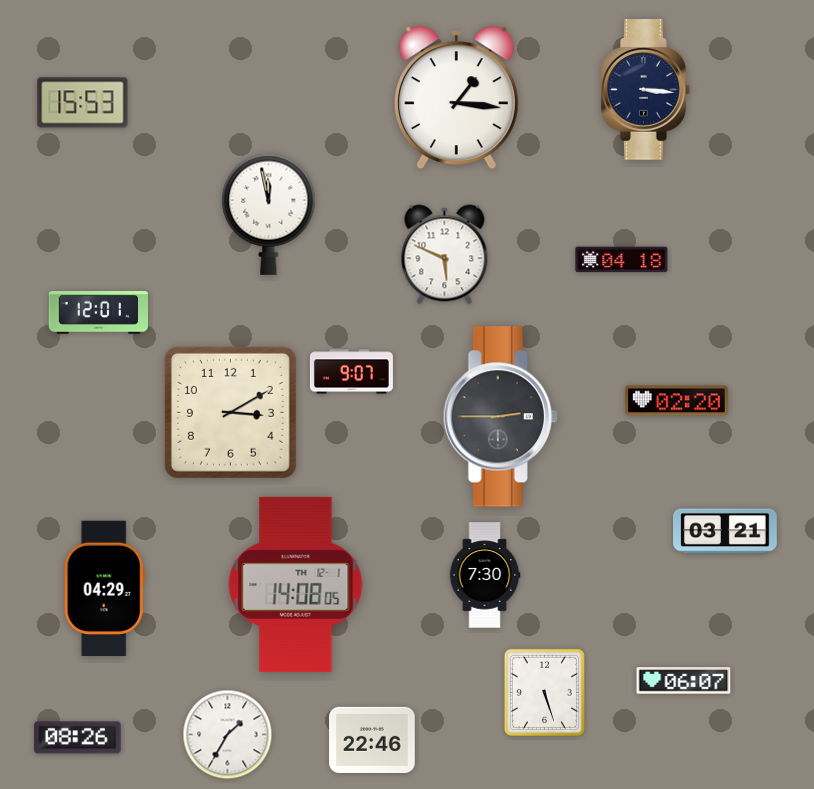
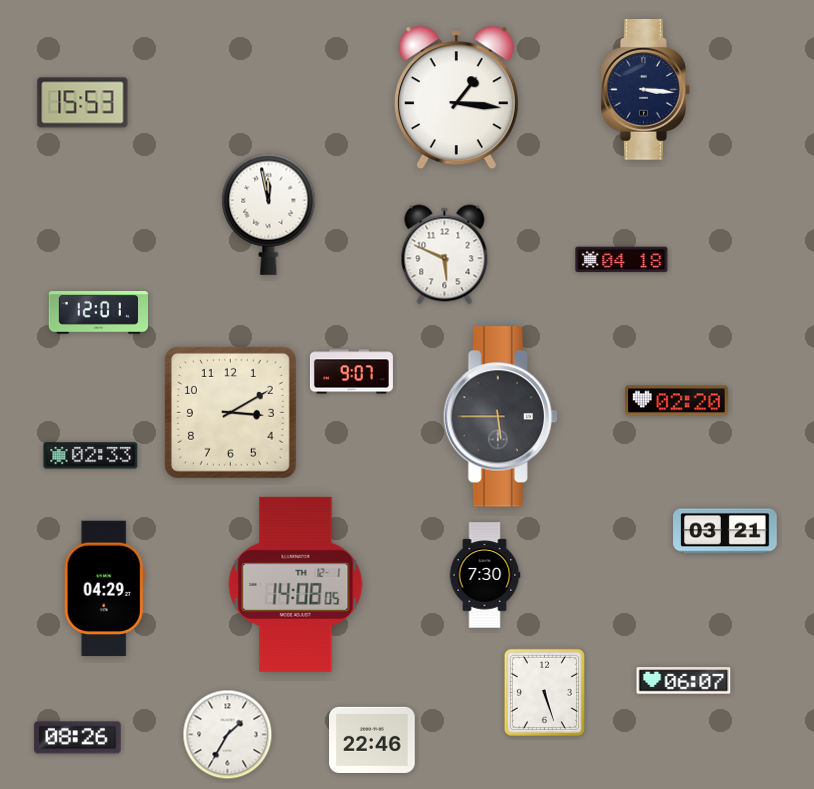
clock at (500, 417): 2:45 -> 5:45
clock at (91, 456): none -> 02:33
